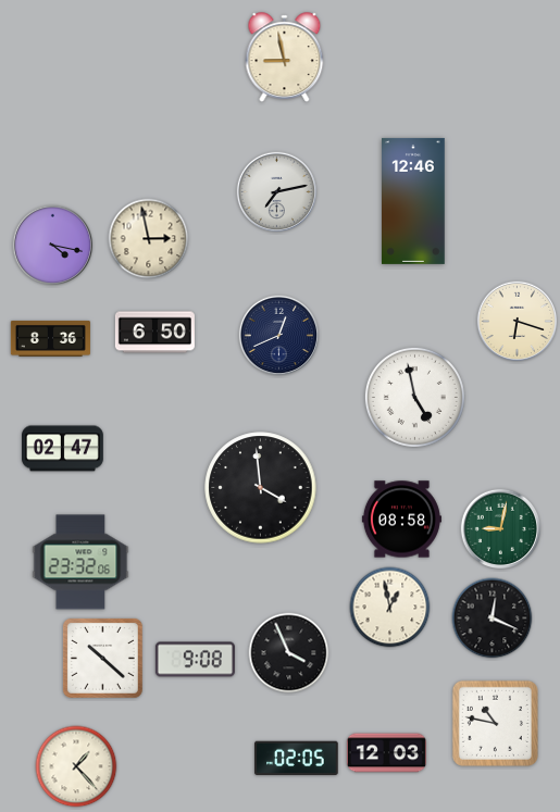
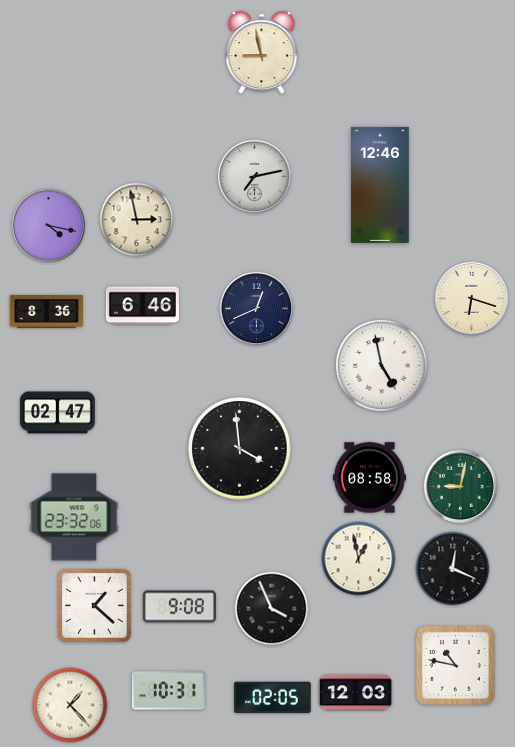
clock at (518, 322) position: (518, 322) -> (472, 299)
clock at (154, 333): 6:50 -> 6:46
clock at (289, 653) position: (289, 653) -> (272, 609)
clock at (102, 658): 10:22 -> 1:22
clock at (168, 691): none -> 10:31
